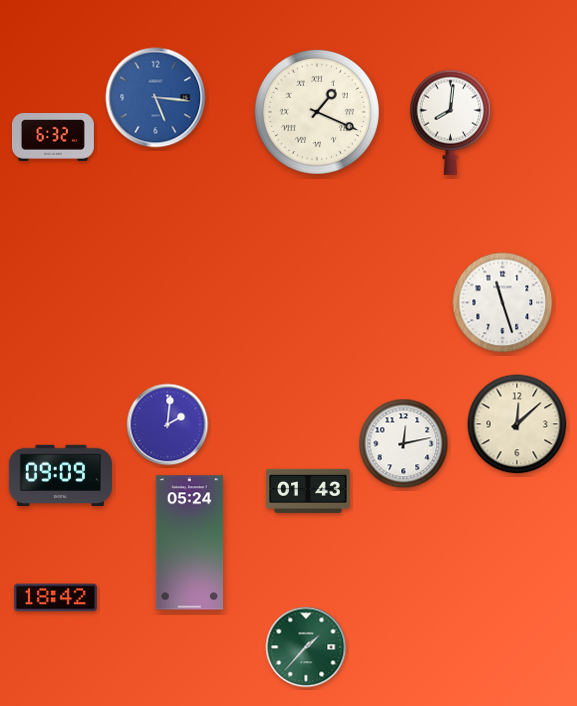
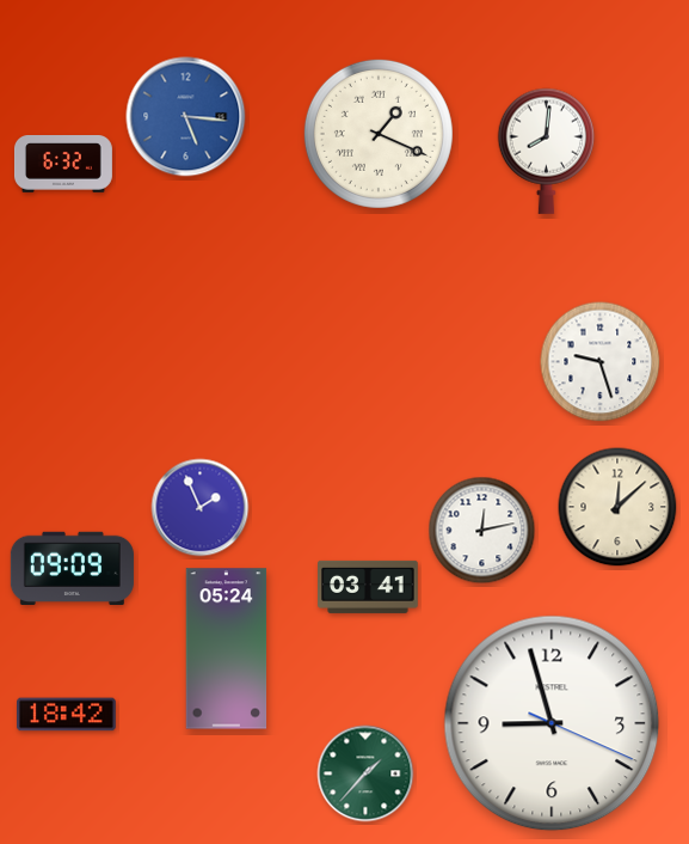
clock at (451, 122) position: (451, 122) -> (547, 151)
clock at (503, 303): 11:27 -> 9:27
clock at (168, 425): 2:01 -> 1:56
clock at (308, 491): 01:43 -> 03:41
clock at (552, 723): none -> 8:57
